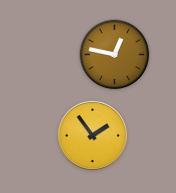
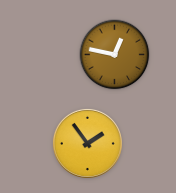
clock at (92, 135) position: (92, 135) -> (87, 143)
